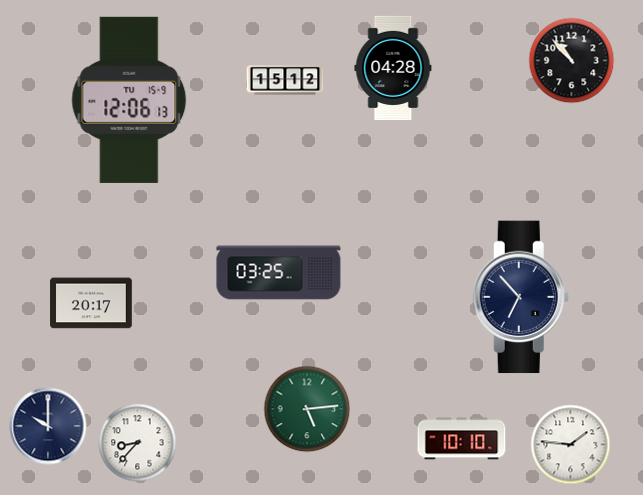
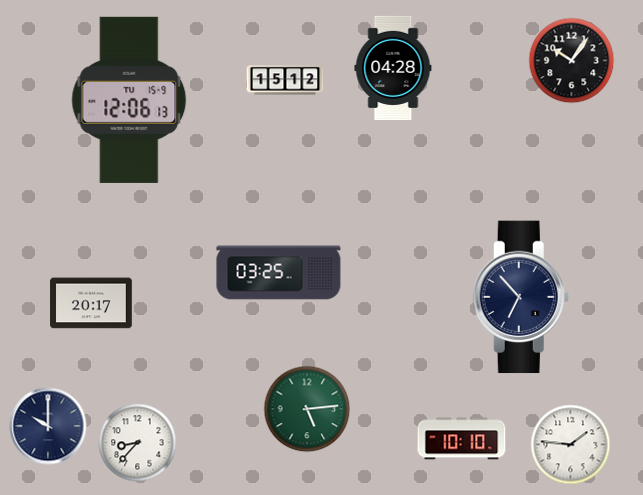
clock at (572, 61): 10:53 -> 10:06
